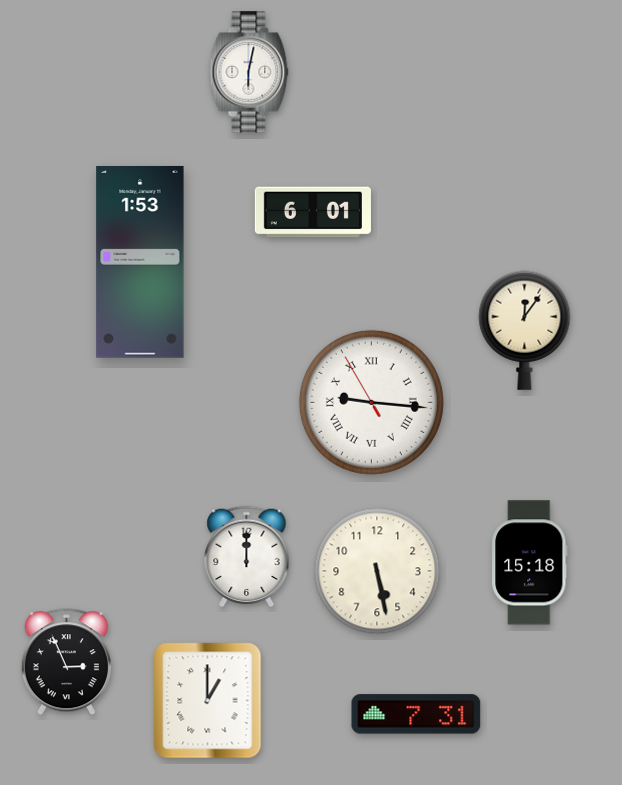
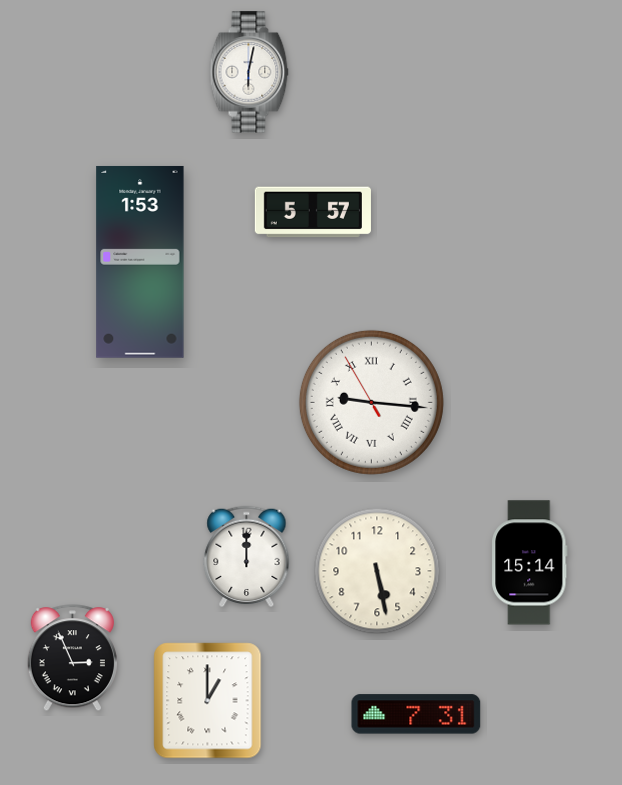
clock at (313, 212): 6:01 -> 5:57
clock at (525, 330): 12:06 -> none
clock at (530, 563): 15:18 -> 15:14
clock at (66, 662) position: (66, 662) -> (72, 658)
